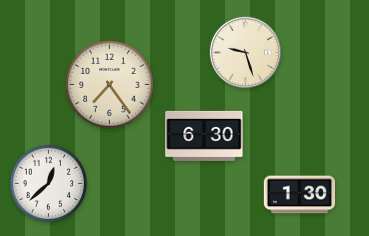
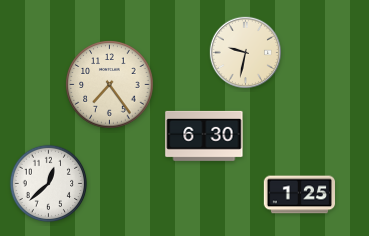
clock at (245, 52): 9:27 -> 9:32
clock at (299, 195): 1:30 -> 1:25
